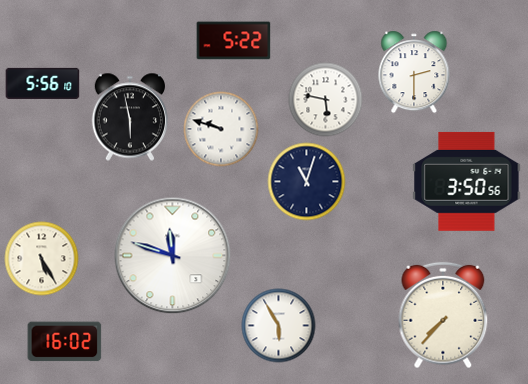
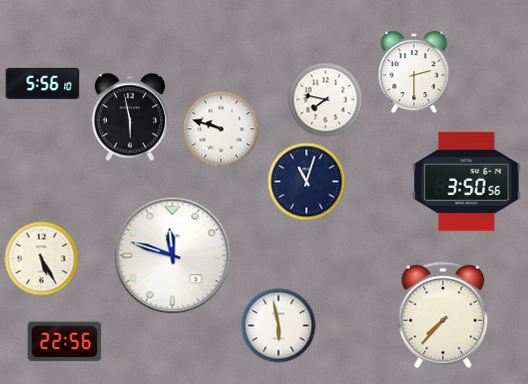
clock at (234, 41): 5:22 -> none
clock at (326, 100): 5:47 -> 7:47
clock at (279, 326): 5:55 -> 5:58
clock at (65, 342): 16:02 -> 22:56
